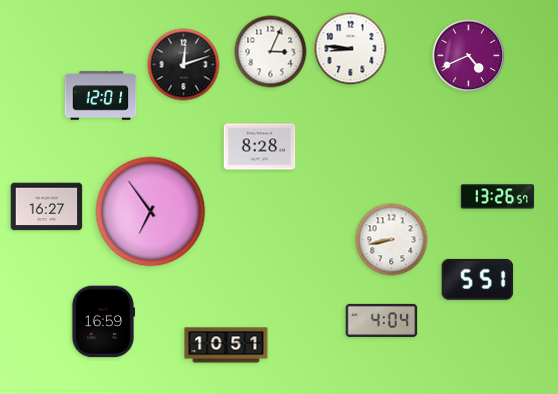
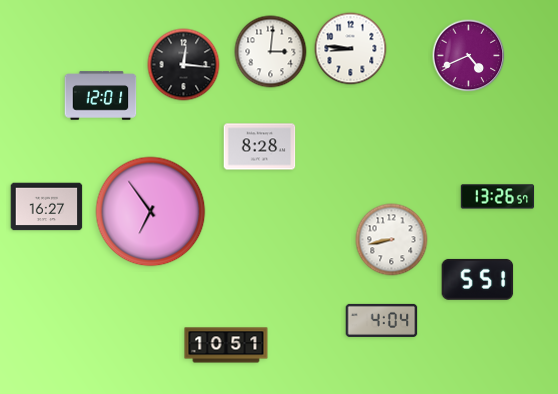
clock at (271, 52): 3:04 -> 3:01
clock at (184, 65): 12:12 -> 12:16
clock at (103, 322): 16:59 -> none
